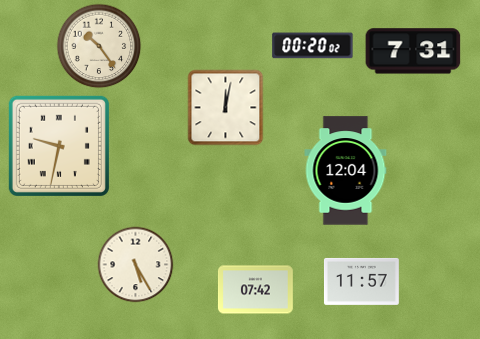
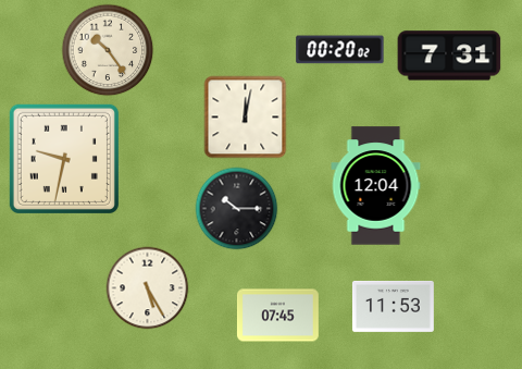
clock at (237, 209): none -> 10:15
clock at (361, 281): 11:57 -> 11:53
clock at (255, 290): 07:42 -> 07:45
